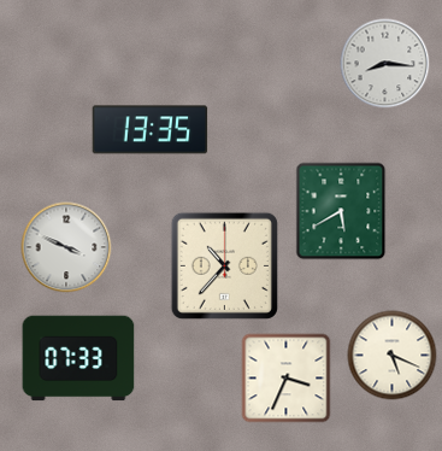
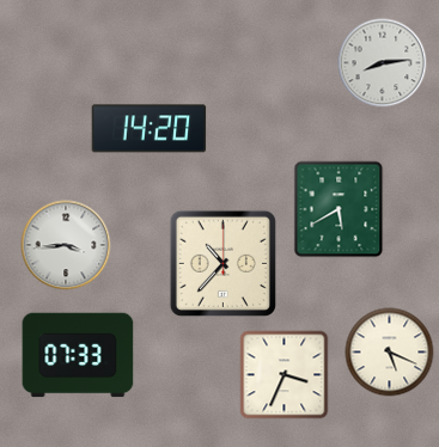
clock at (385, 64): 8:16 -> 8:14
clock at (151, 130): 13:35 -> 14:20
clock at (66, 247): 3:49 -> 3:44
